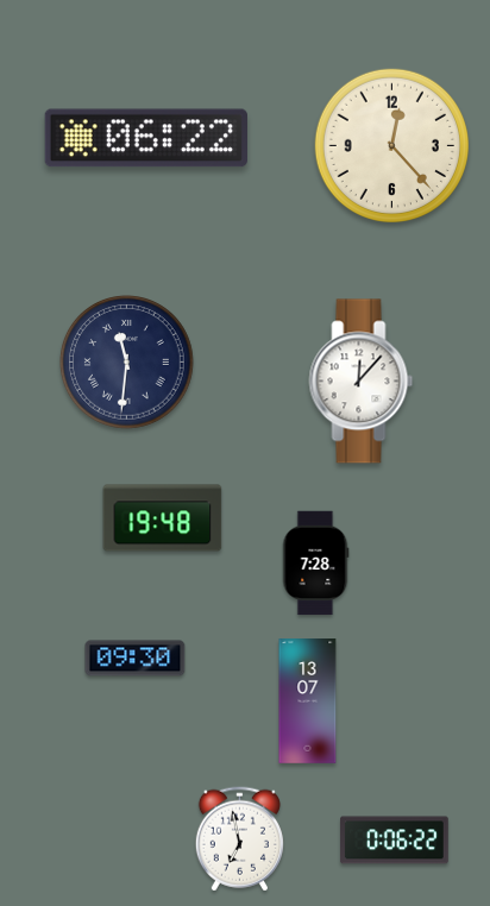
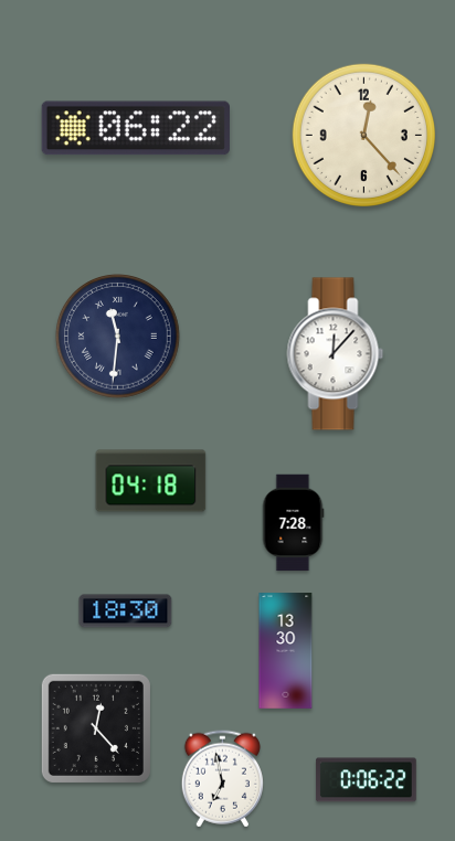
clock at (163, 518): 19:48 -> 04:18
clock at (136, 659): 09:30 -> 18:30
clock at (308, 701): 13:07 -> 13:30
clock at (96, 728): none -> 12:23
